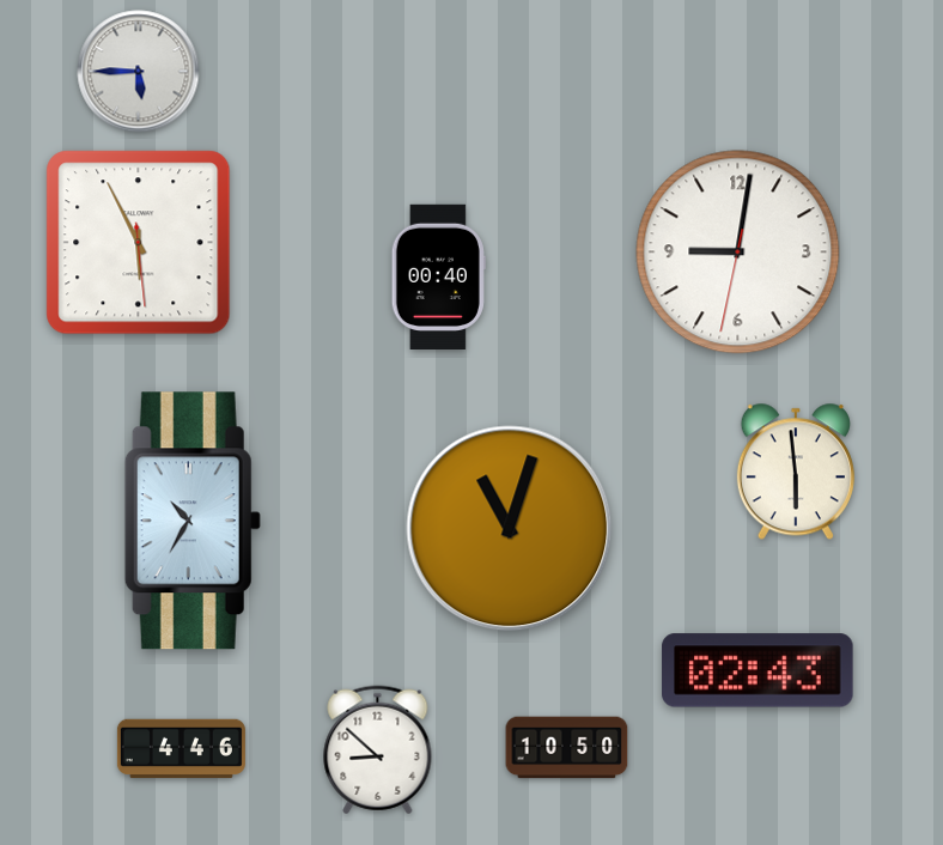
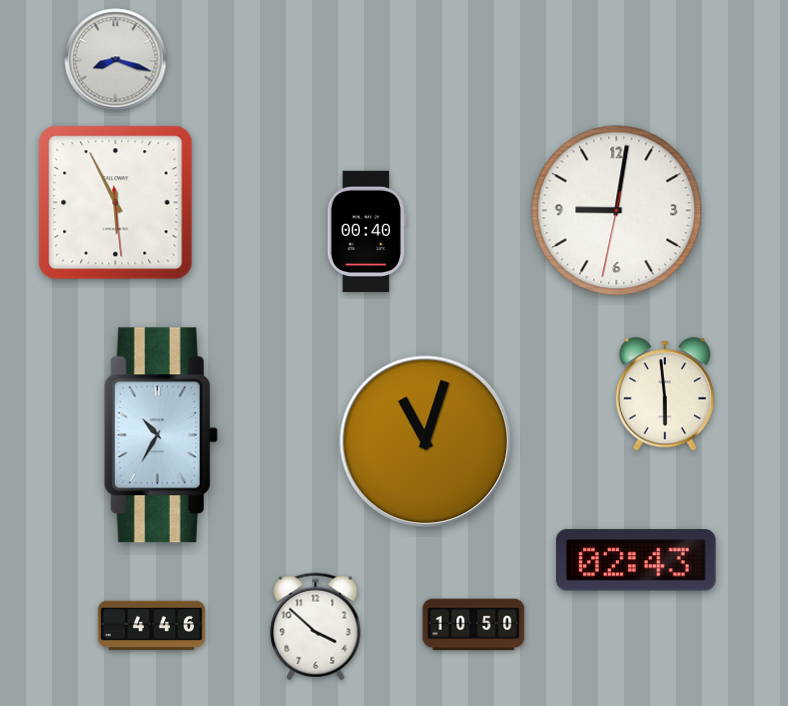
clock at (139, 72): 5:45 -> 8:18
clock at (758, 670) position: (758, 670) -> (636, 560)
clock at (378, 750): 8:52 -> 3:52
